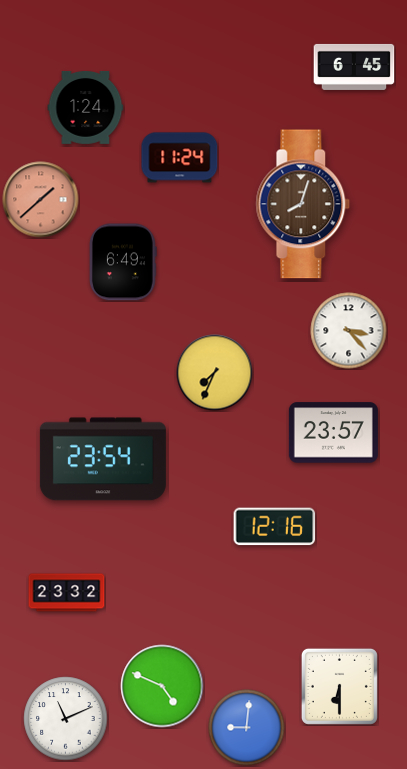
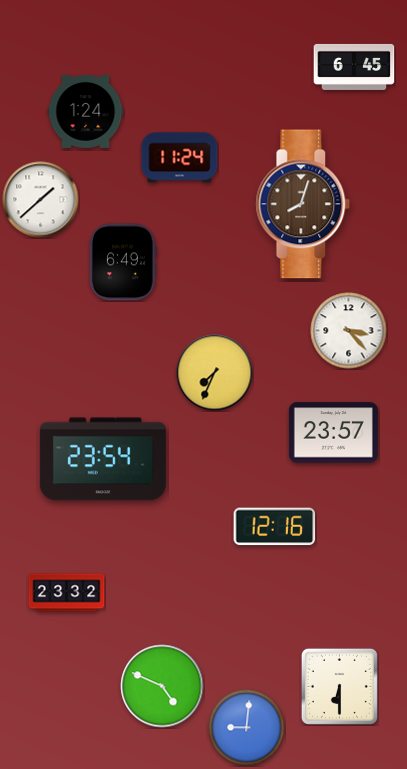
clock at (86, 108) position: (86, 108) -> (86, 112)
clock at (41, 200) dial: salmon -> white
clock at (66, 719): 11:11 -> none
